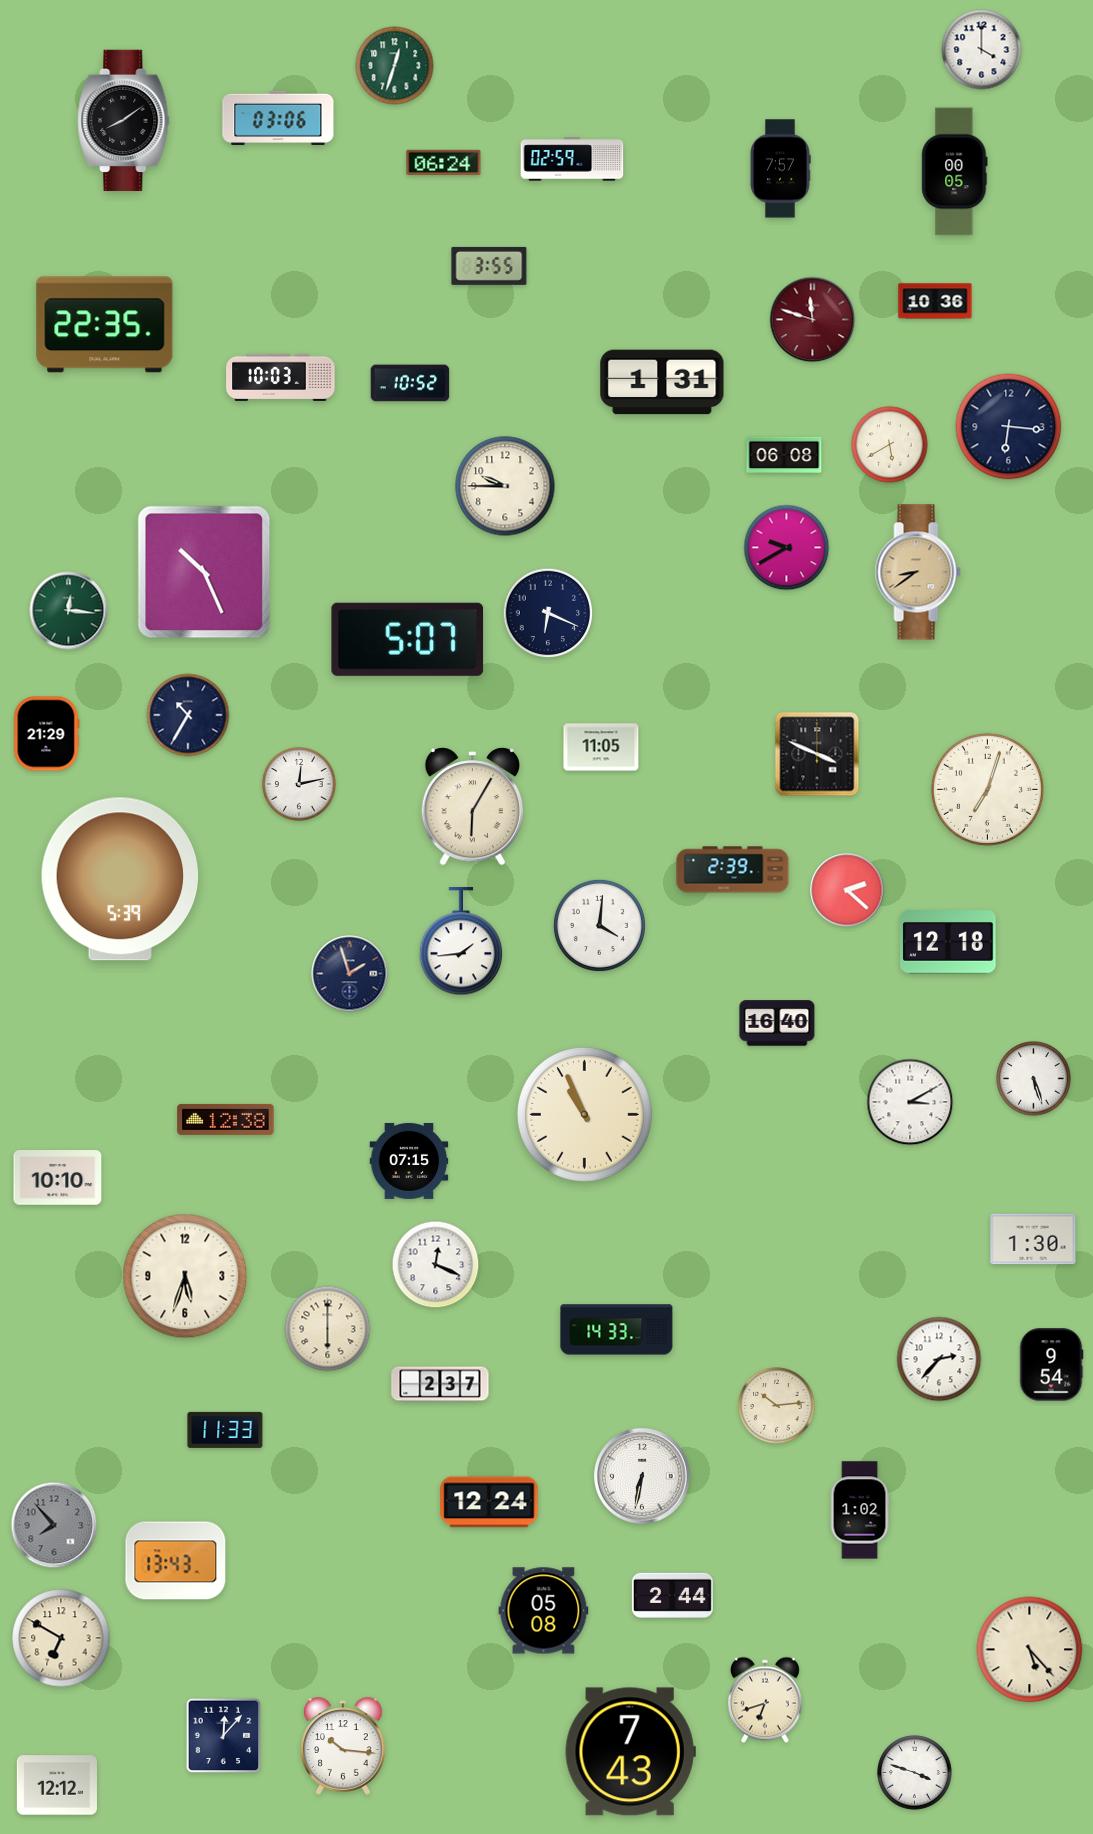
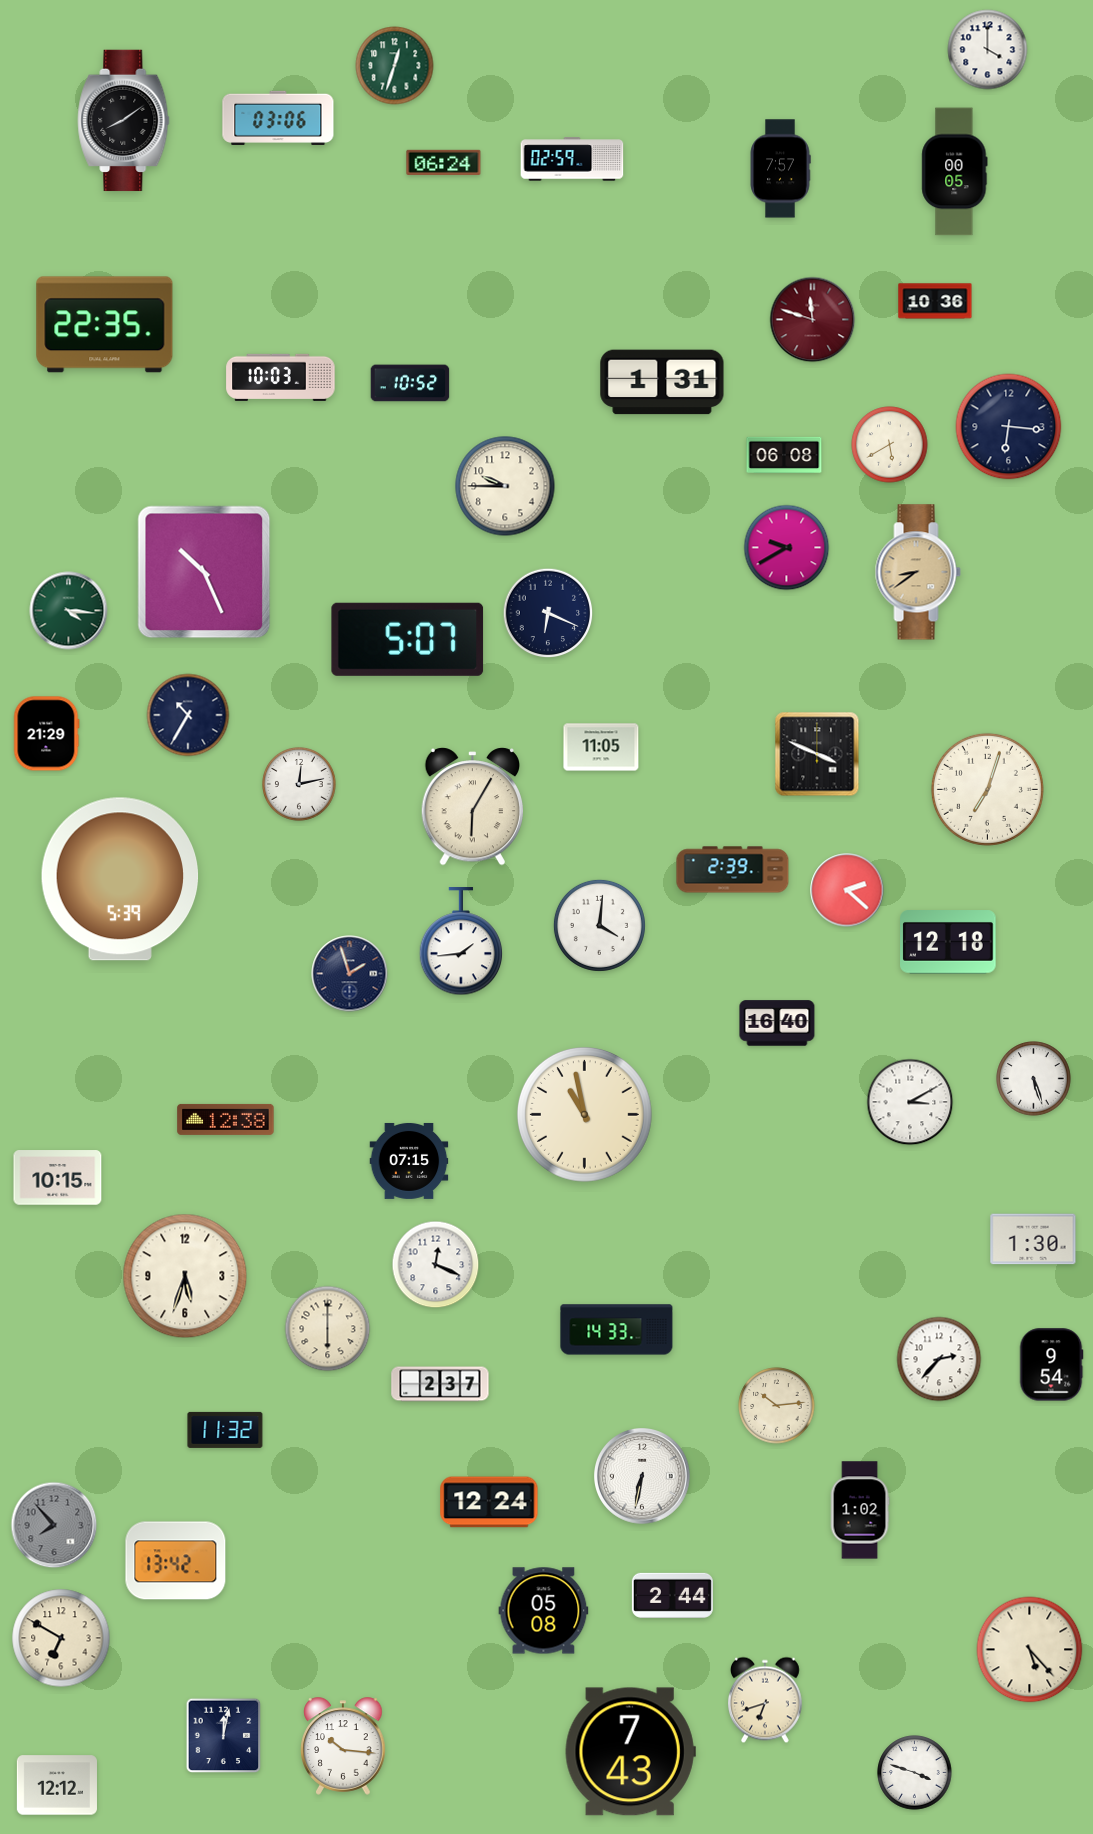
clock at (982, 50) position: (982, 50) -> (988, 50)
clock at (489, 266): 3:55 -> none
clock at (69, 611): 12:16 -> 4:16
clock at (584, 1114): 10:56 -> 10:58
clock at (58, 1178): 10:10 -> 10:15
clock at (225, 1430): 11:33 -> 11:32
clock at (176, 1561): 13:43 -> 13:42
clock at (224, 1736): 12:07 -> 12:02
